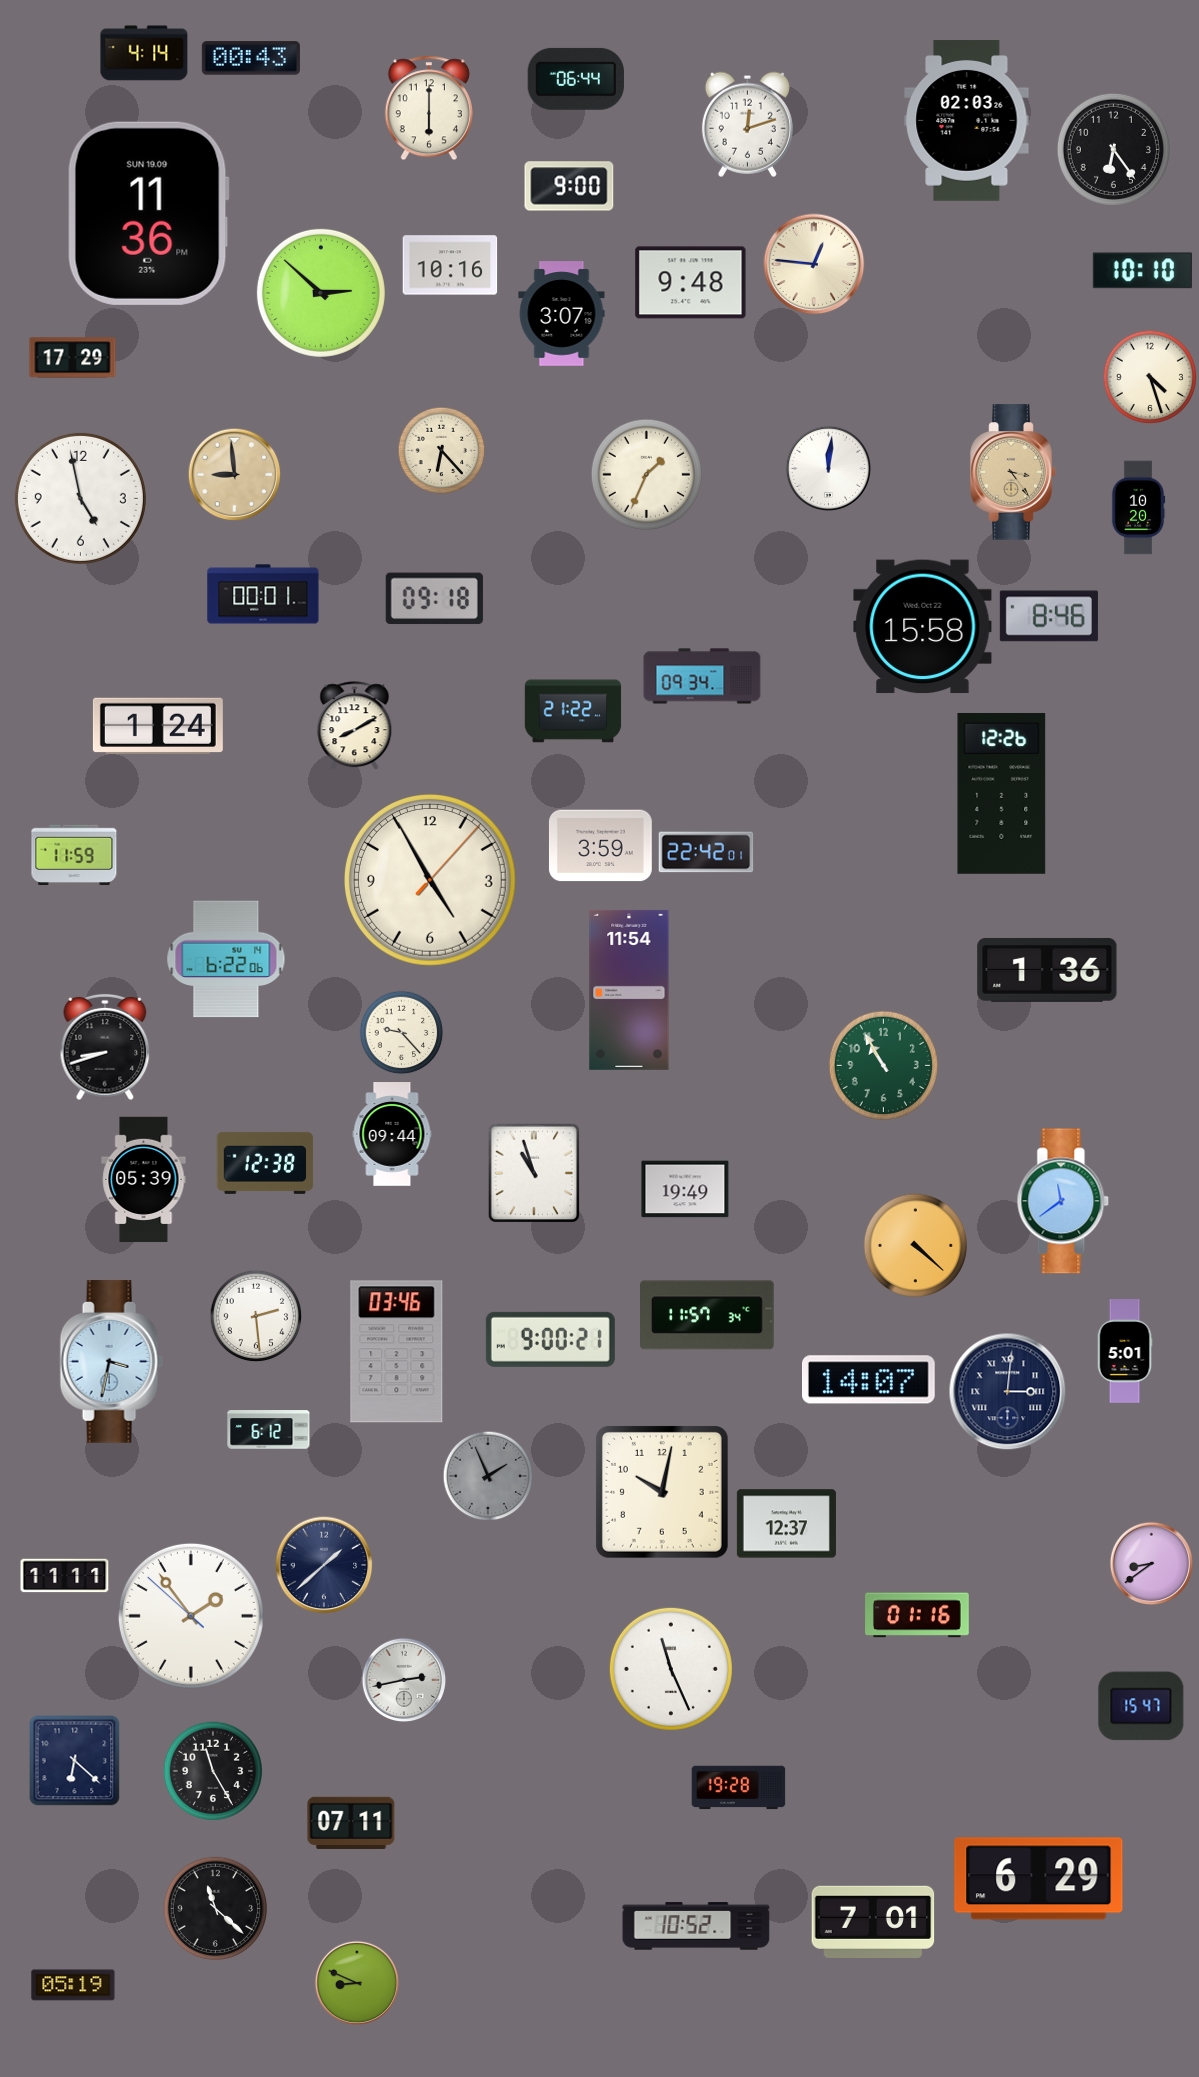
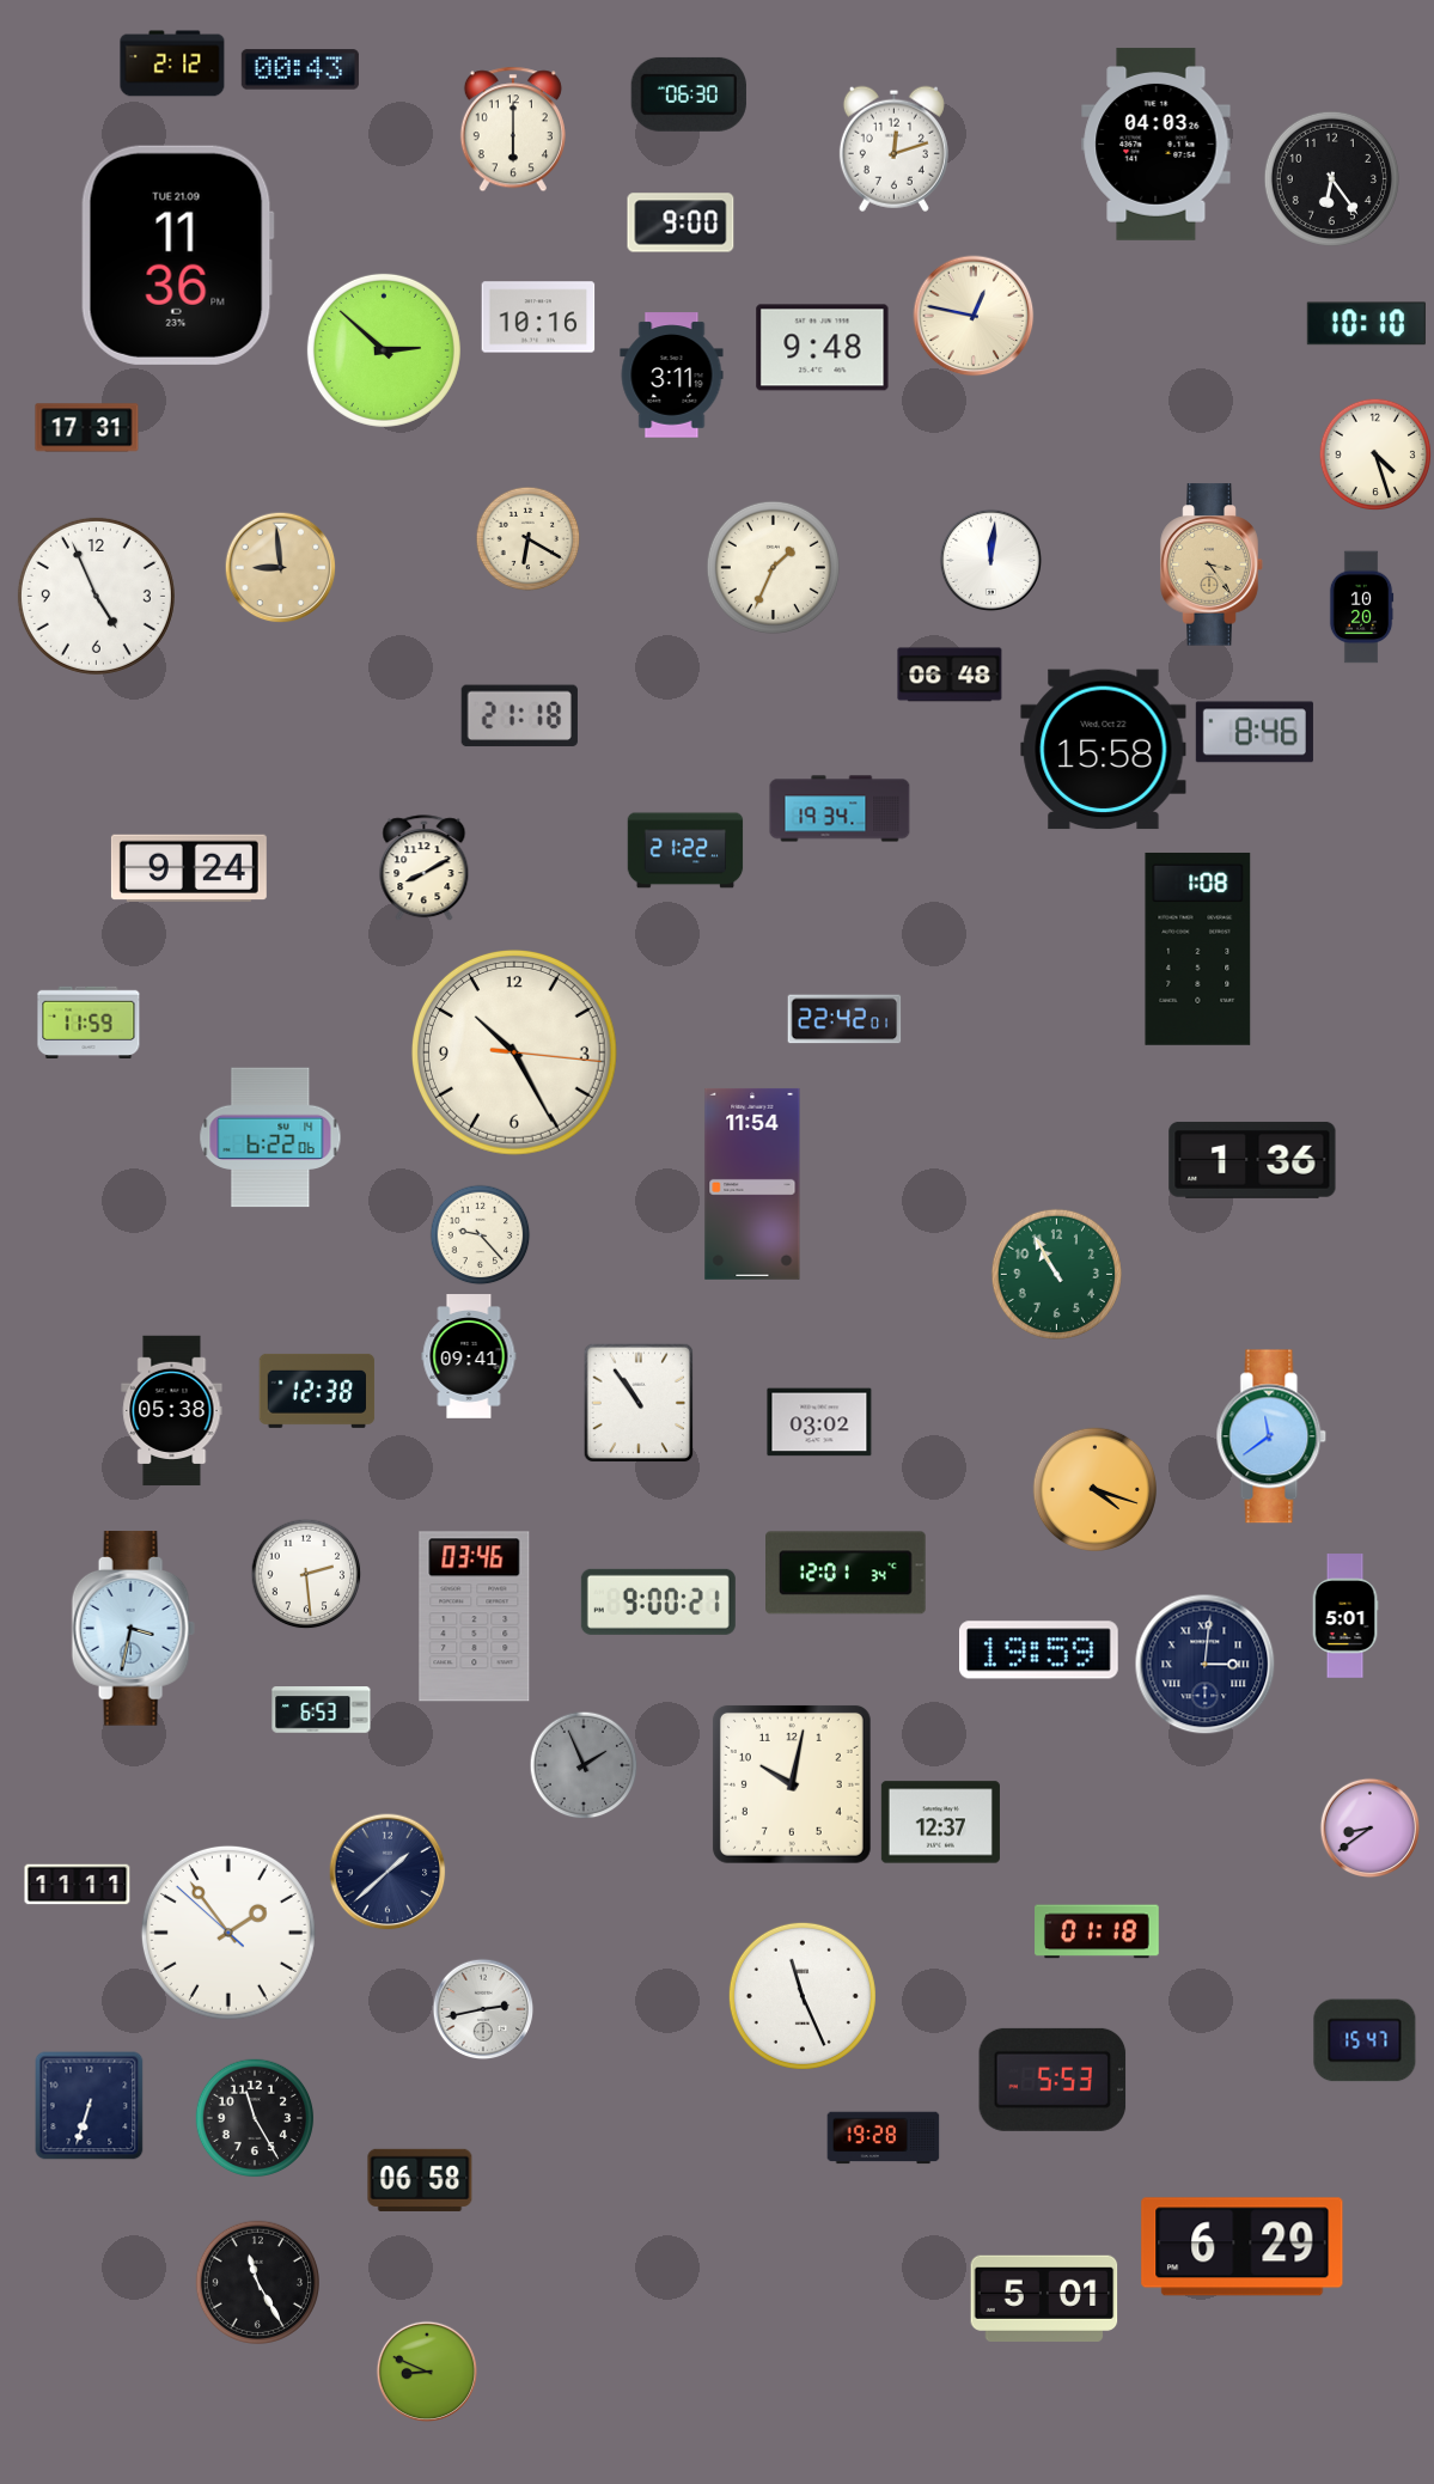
clock at (144, 53): 4:14 -> 2:12
clock at (576, 79): 06:44 -> 06:30
clock at (967, 121): 02:03 -> 04:03
clock at (148, 213) date: SUN 19.09 -> TUE 21.09
clock at (814, 264): 12:46 -> 12:47
clock at (691, 283) position: (691, 283) -> (823, 348)
clock at (562, 314): 3:07 -> 3:11
clock at (73, 358): 17:29 -> 17:31
clock at (1150, 377) position: (1150, 377) -> (1375, 454)
clock at (442, 451): 6:23 -> 6:20
clock at (80, 498): 4:58 -> 4:56
clock at (950, 675): none -> 06:48
clock at (263, 594): 00:01 -> none
clock at (434, 599): 09:18 -> 21:18
clock at (1049, 616) position: (1049, 616) -> (1255, 732)
clock at (702, 676): 09:34 -> 19:34
clock at (158, 725): 1:24 -> 9:24
clock at (1002, 793): 12:26 -> 1:08
clock at (600, 846): 3:59 -> none
clock at (430, 880): 4:55 -> 10:25
clock at (226, 959) position: (226, 959) -> (270, 1137)
clock at (105, 1047): 8:42 -> none
clock at (392, 1134): 09:44 -> 09:41
clock at (534, 1173): 10:57 -> 10:54
clock at (144, 1180): 05:39 -> 05:38
clock at (685, 1189): 19:49 -> 03:02
clock at (915, 1245): 4:22 -> 4:18
clock at (708, 1315): 11:57 -> 12:01
clock at (869, 1380): 14:07 -> 19:59
clock at (269, 1430): 6:12 -> 6:53
clock at (1152, 1564) position: (1152, 1564) -> (1371, 1829)
clock at (917, 1615): 01:16 -> 01:18
clock at (1052, 2080): none -> 5:53
clock at (75, 1761): 6:22 -> 6:33
clock at (351, 1823): 07:11 -> 06:58
clock at (215, 1908): 11:22 -> 11:25
clock at (873, 1922): 7:01 -> 5:01
clock at (696, 1926): 10:52 -> none
clock at (73, 1985): 05:19 -> none
